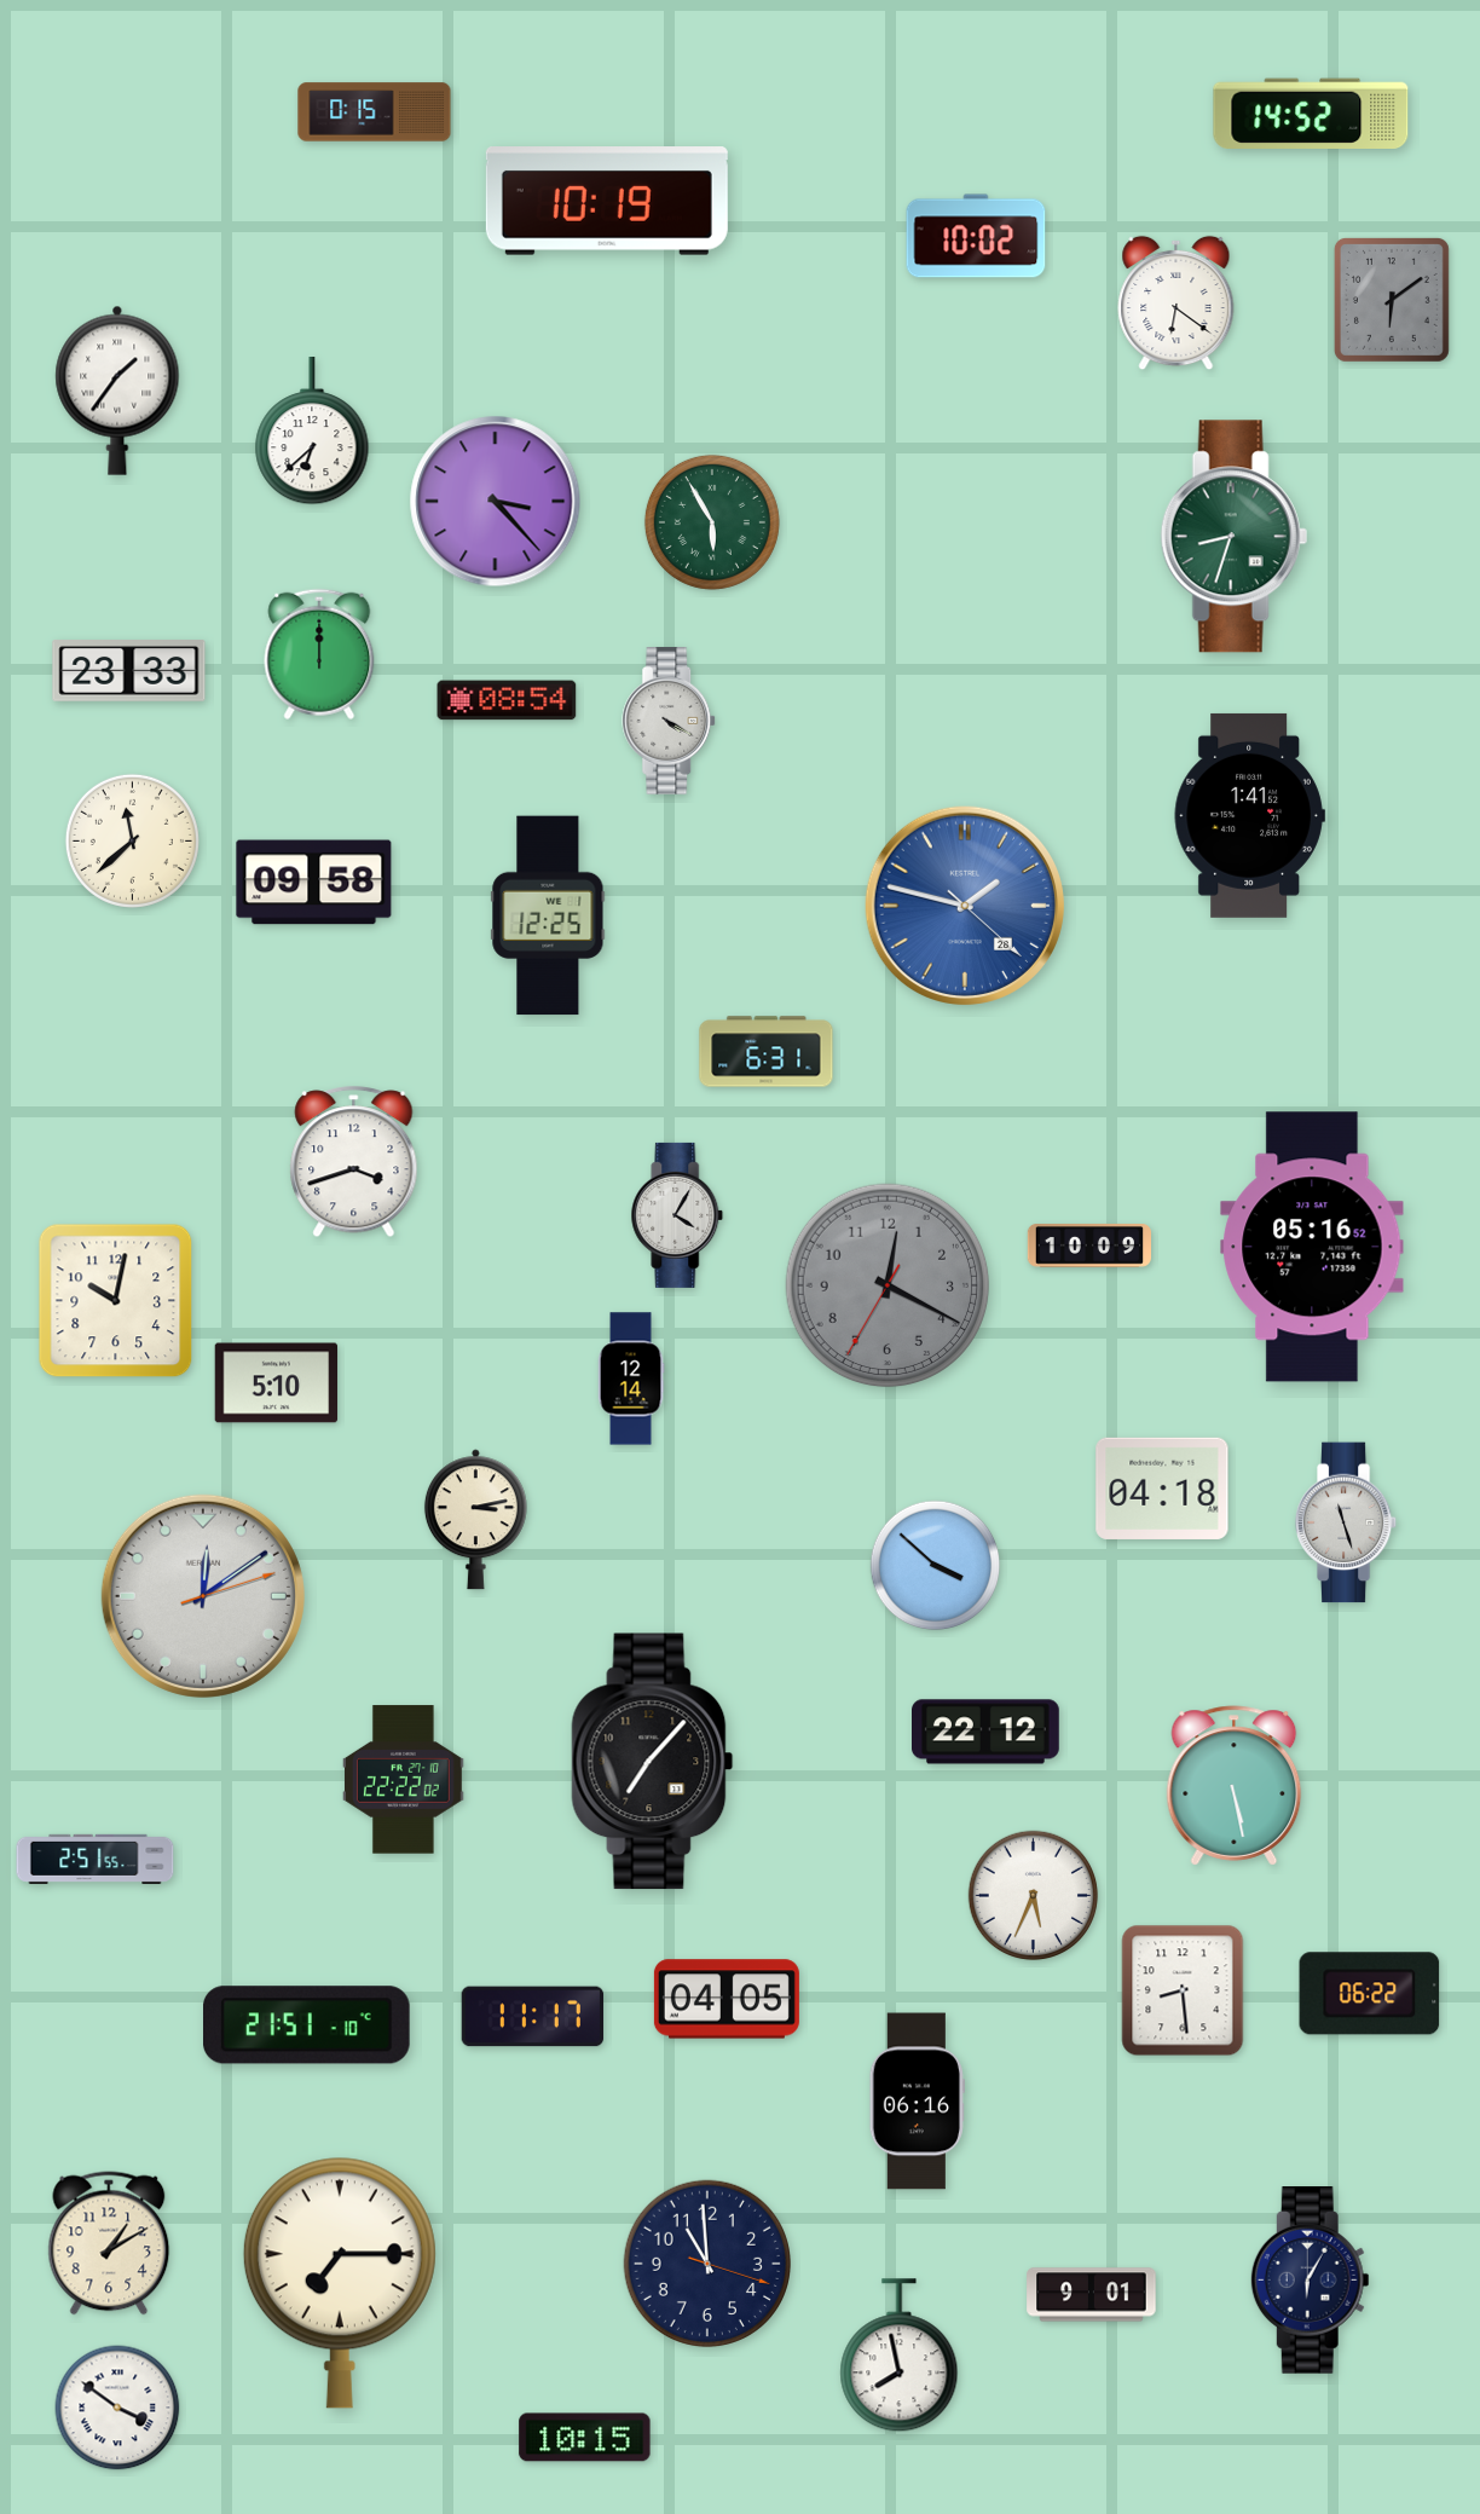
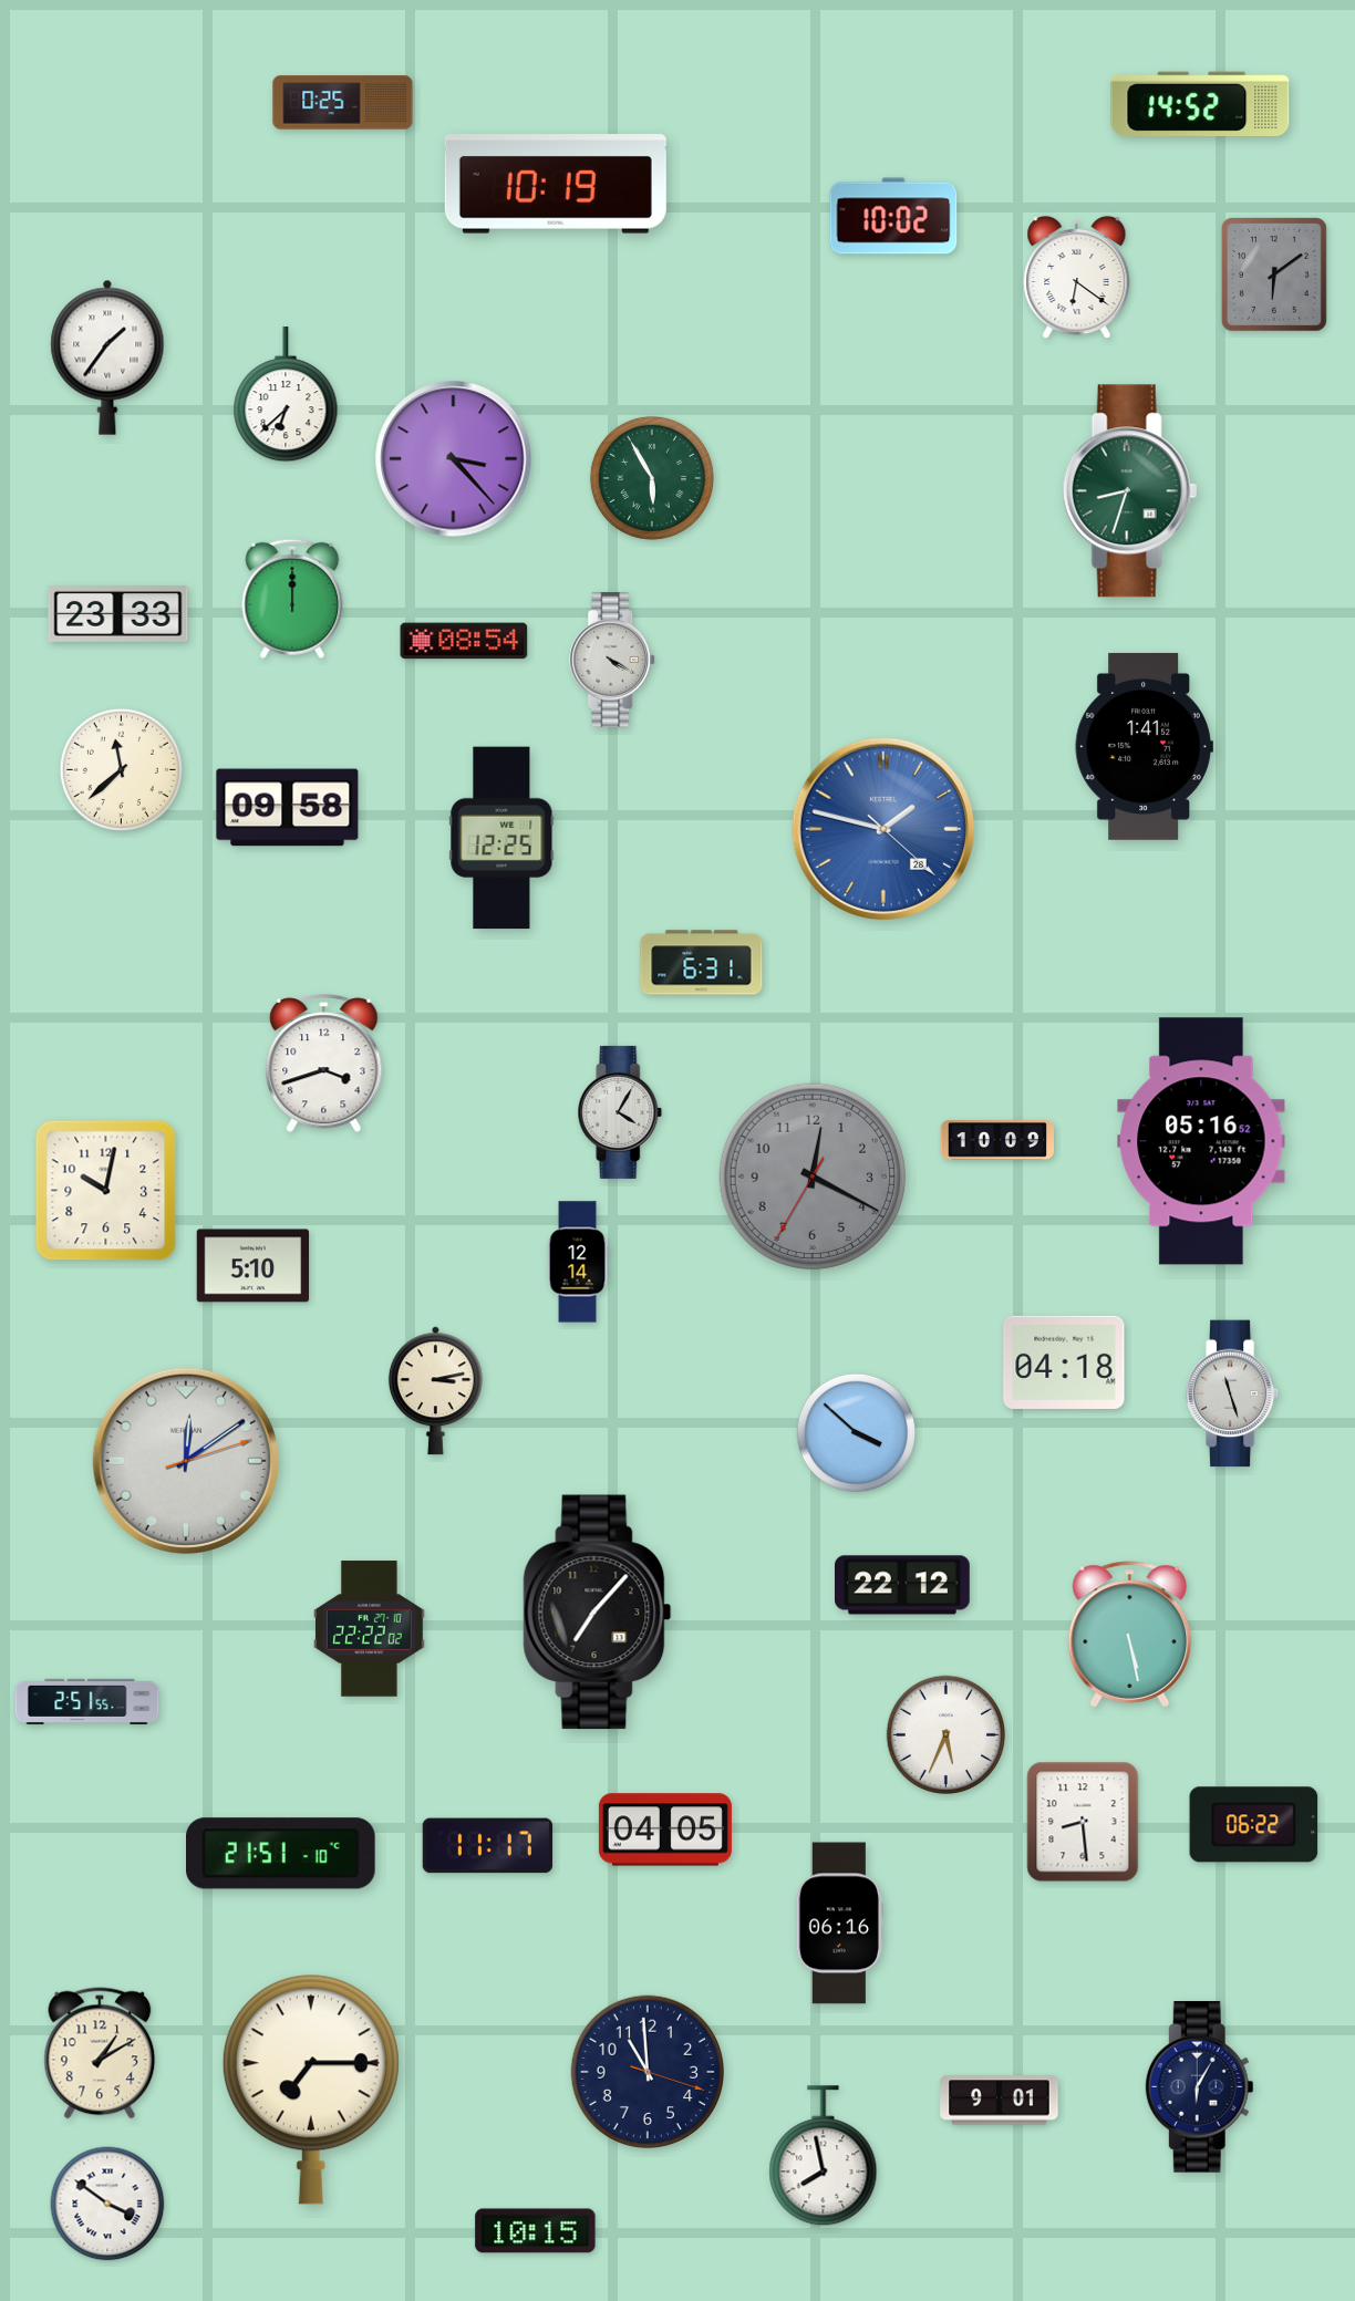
clock at (375, 112): 0:15 -> 0:25
